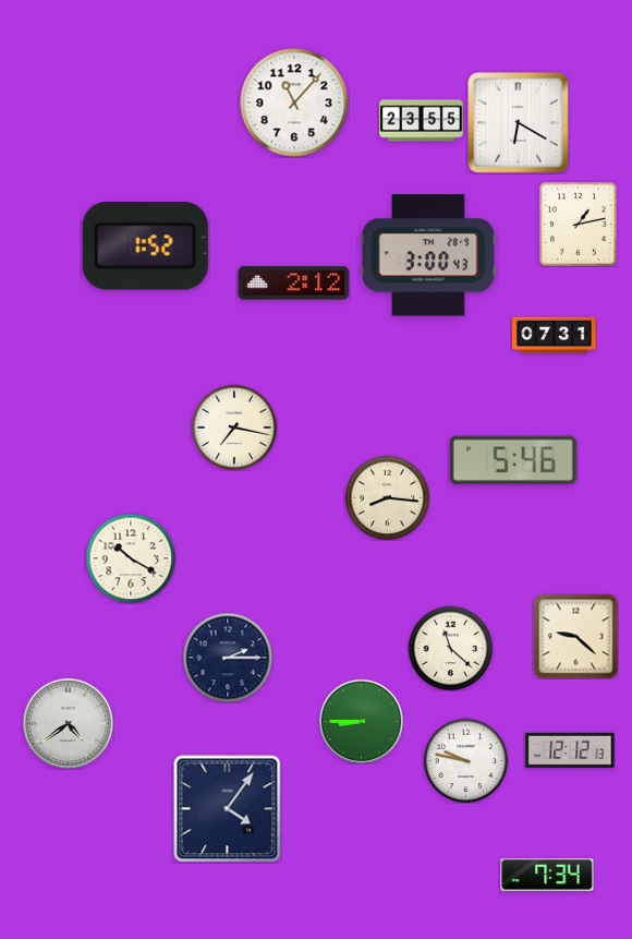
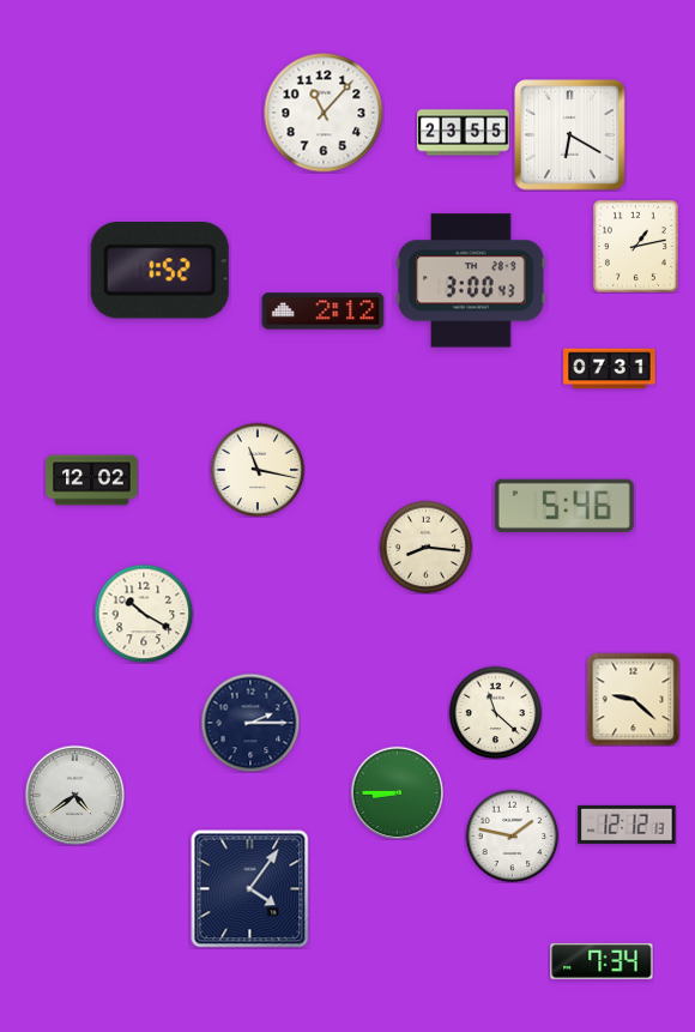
clock at (234, 428): 7:17 -> 11:17
clock at (92, 481): none -> 12:02
clock at (465, 760): 9:47 -> 1:47
